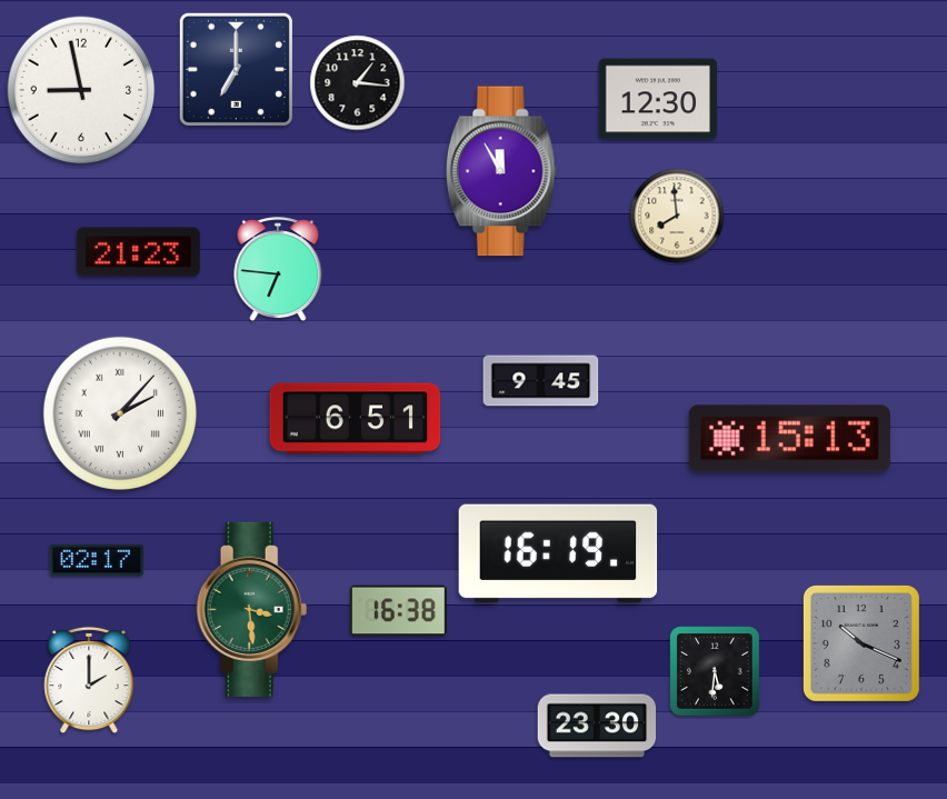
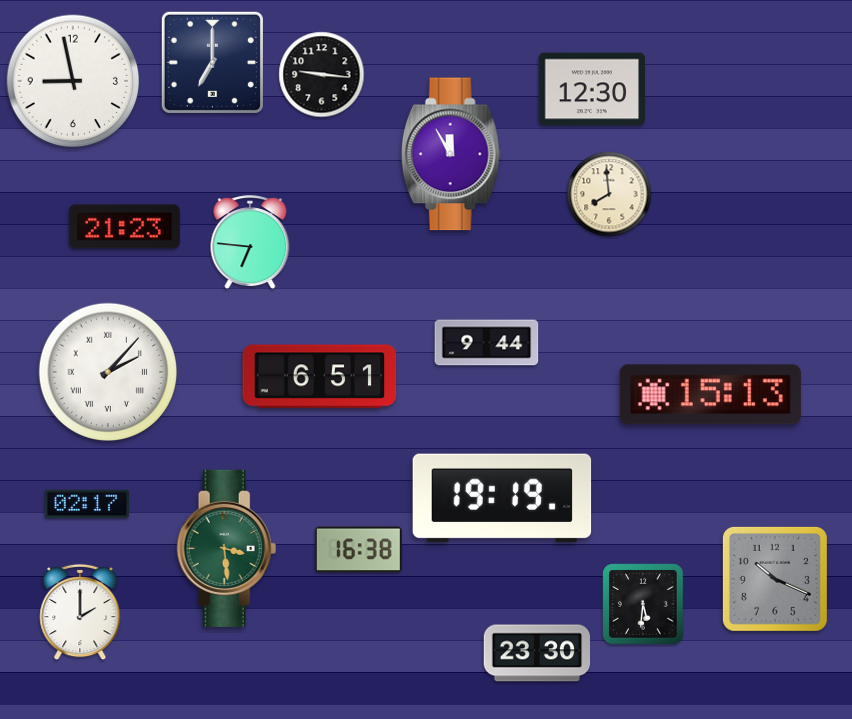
clock at (358, 83): 1:16 -> 9:16
clock at (541, 381): 9:45 -> 9:44
clock at (558, 553): 16:19 -> 19:19
